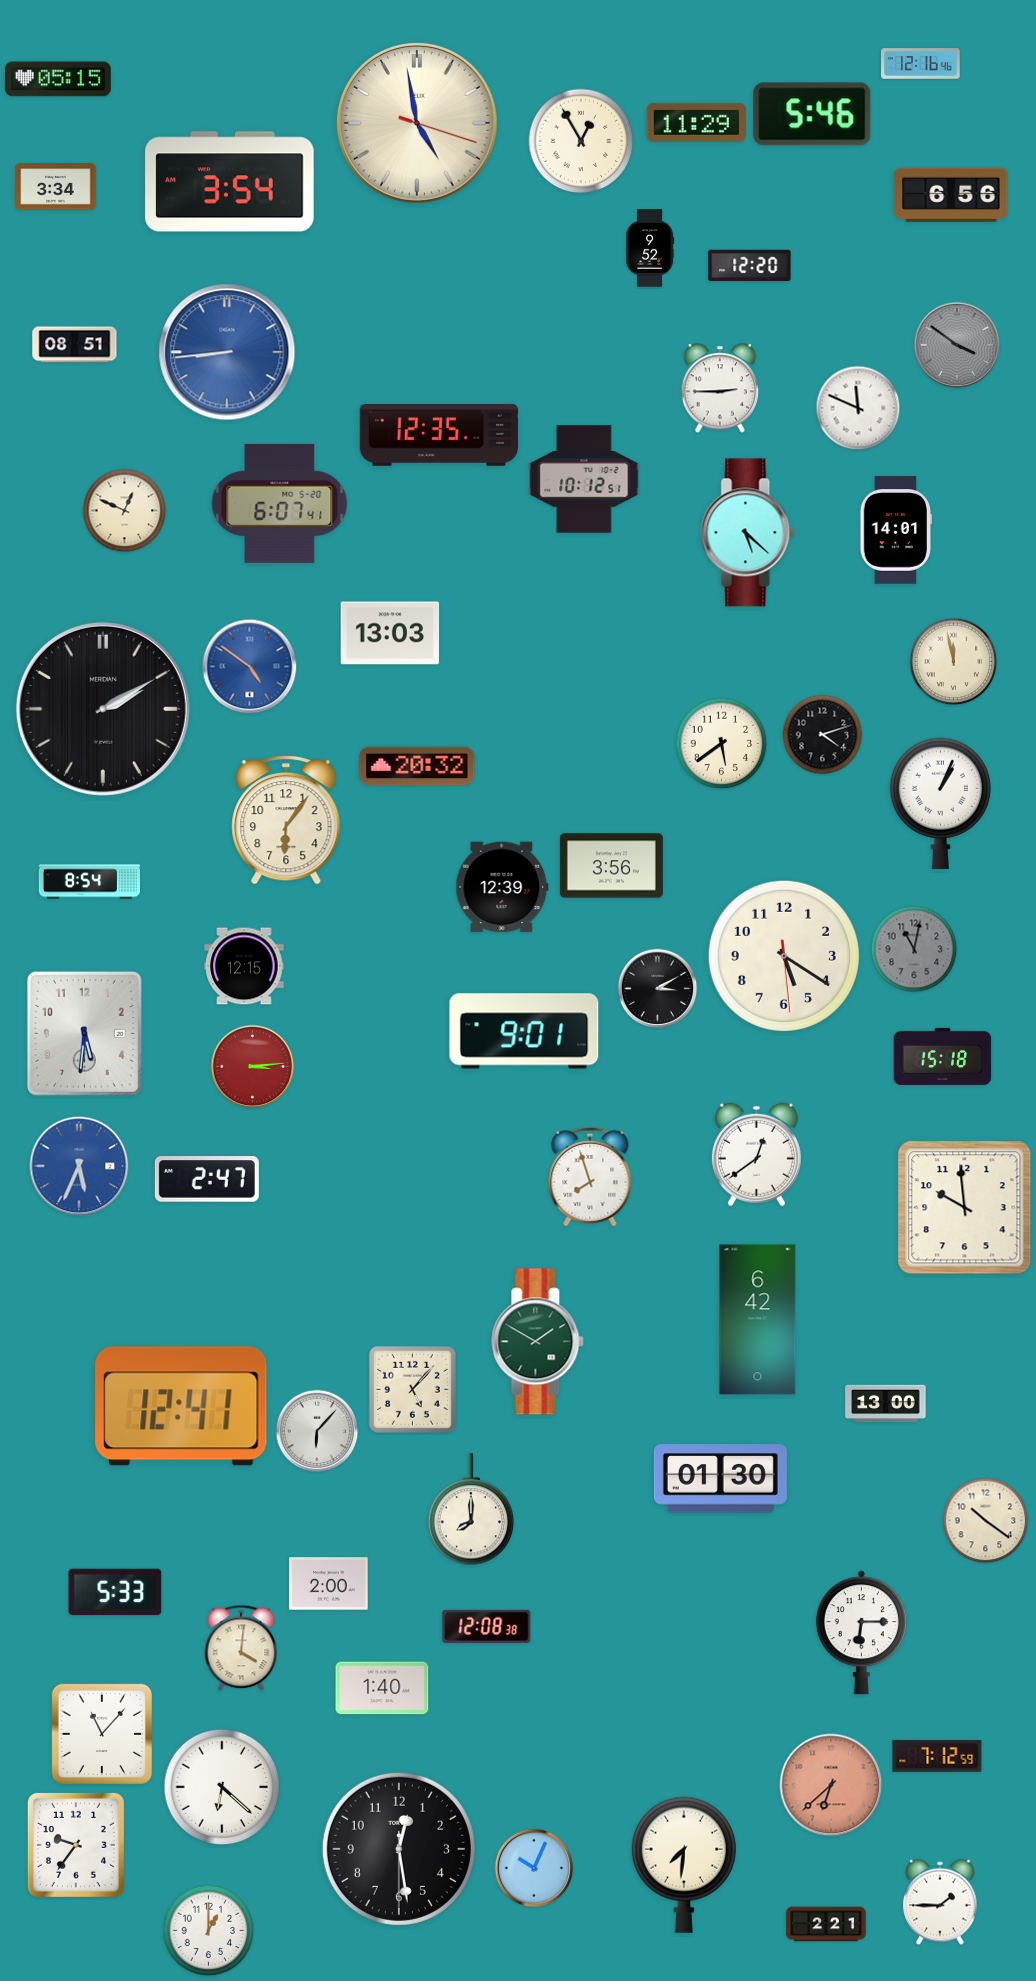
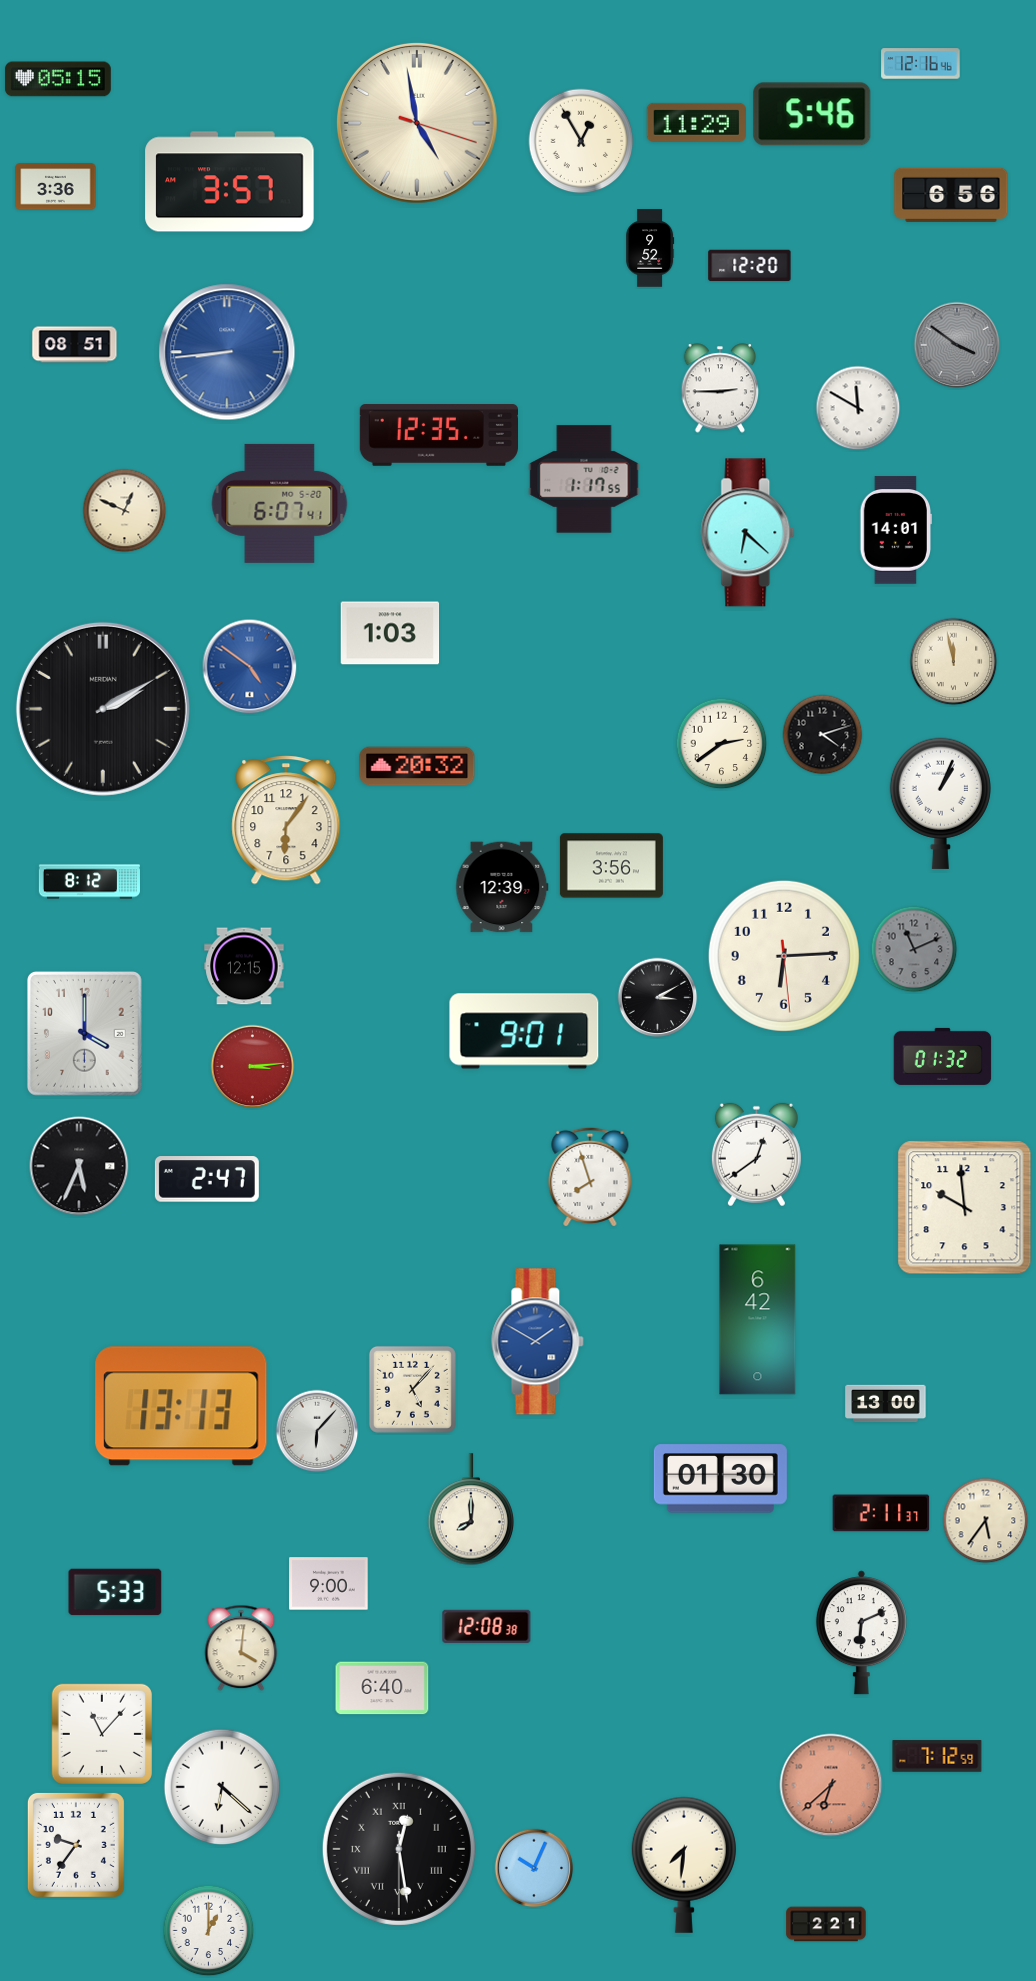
clock at (230, 182): 3:54 -> 3:57
clock at (56, 187): 3:34 -> 3:36
clock at (858, 408): 11:49 -> 11:50
clock at (584, 479): 10:12 -> 1:17
clock at (748, 533): 5:22 -> 6:22
clock at (390, 633): 13:03 -> 1:03
clock at (722, 744): 5:39 -> 2:39
clock at (89, 882): 8:54 -> 8:12
clock at (914, 949): 11:02 -> 11:11
clock at (784, 956): 5:20 -> 6:14
clock at (658, 989) position: (658, 989) -> (658, 998)
clock at (85, 1034): 5:31 -> 4:00
clock at (943, 1056): 15:18 -> 01:32
clock at (79, 1166) dial: blue -> black
clock at (538, 1342) dial: green -> blue
clock at (181, 1406): 12:41 -> 13:13
clock at (881, 1513): none -> 2:11
clock at (986, 1521): 10:21 -> 5:36
clock at (329, 1584): 2:00 -> 9:00
clock at (861, 1633): 6:15 -> 6:11
clock at (382, 1688): 1:40 -> 6:40
clock at (399, 1849) numerals: Arabic -> Roman
clock at (940, 1902): 1:45 -> none
